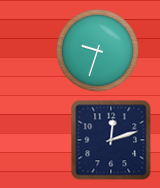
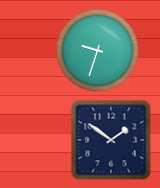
clock at (111, 140): 12:12 -> 1:51
